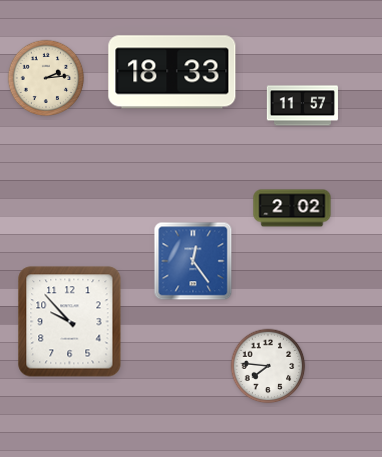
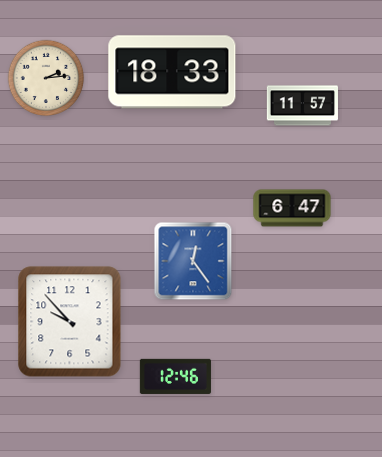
clock at (292, 208): 2:02 -> 6:47
clock at (268, 366): 7:46 -> none
clock at (175, 376): none -> 12:46
